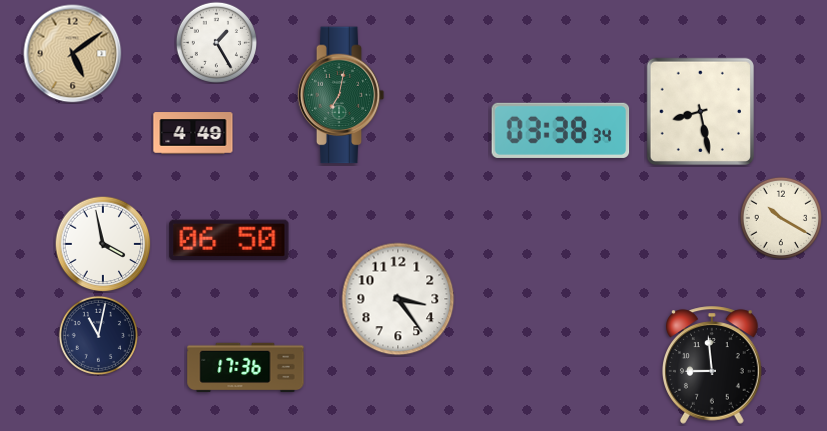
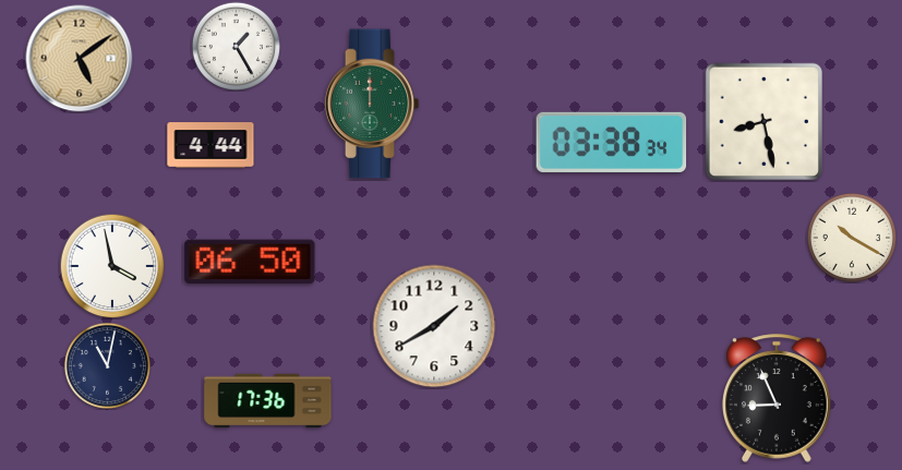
clock at (341, 95): 7:02 -> 12:00
clock at (193, 133): 4:49 -> 4:44
clock at (398, 299): 3:24 -> 1:40
clock at (713, 365): 8:59 -> 8:56
